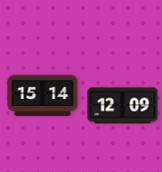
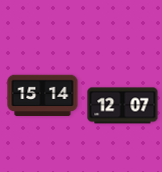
clock at (123, 106): 12:09 -> 12:07
